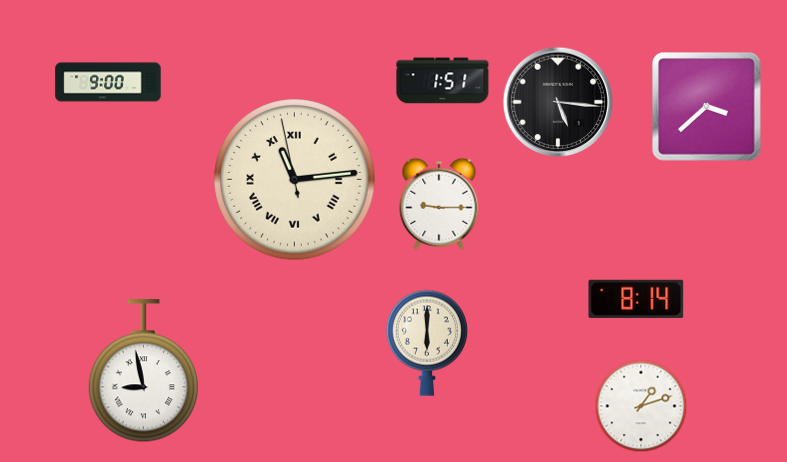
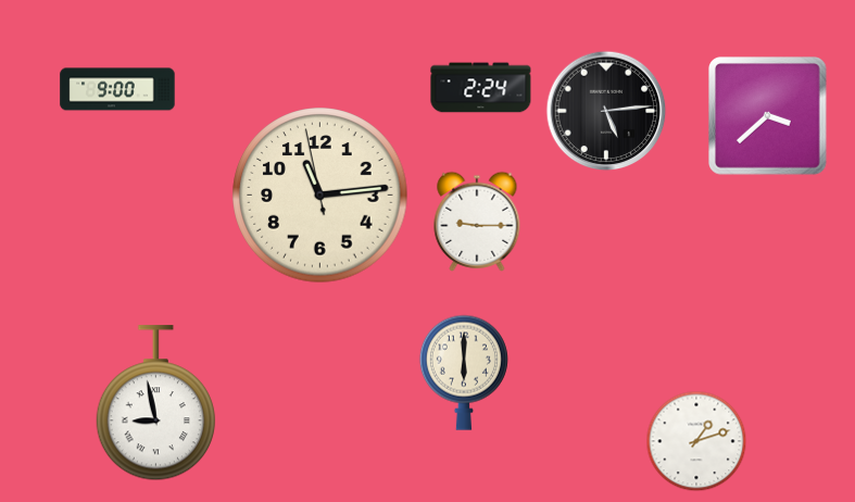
clock at (443, 81): 1:51 -> 2:24
clock at (558, 102): 5:16 -> 5:14
clock at (295, 180) numerals: Roman -> Arabic
clock at (636, 299): 8:14 -> none
